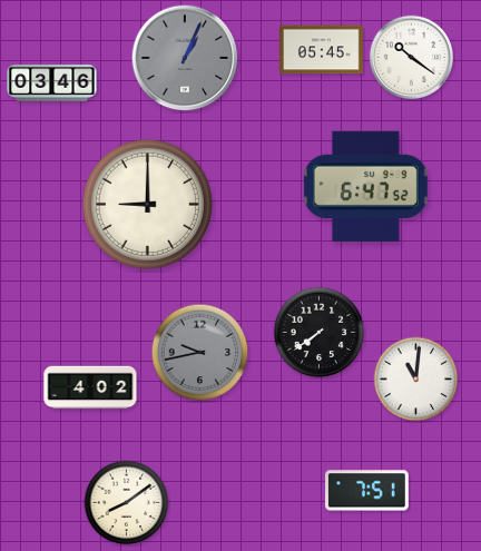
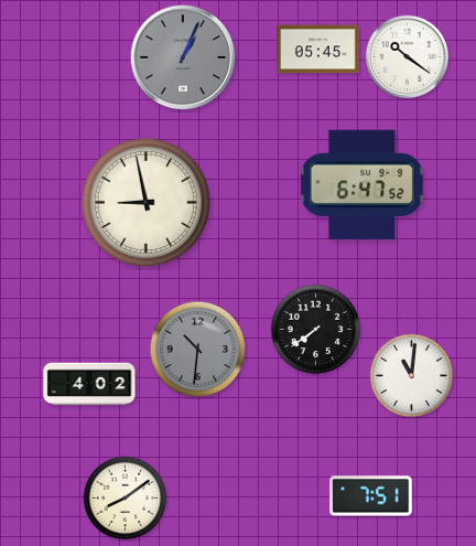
clock at (52, 83): 03:46 -> none
clock at (147, 204): 9:00 -> 8:58
clock at (200, 353): 9:43 -> 10:31
clock at (367, 491) position: (367, 491) -> (371, 496)
